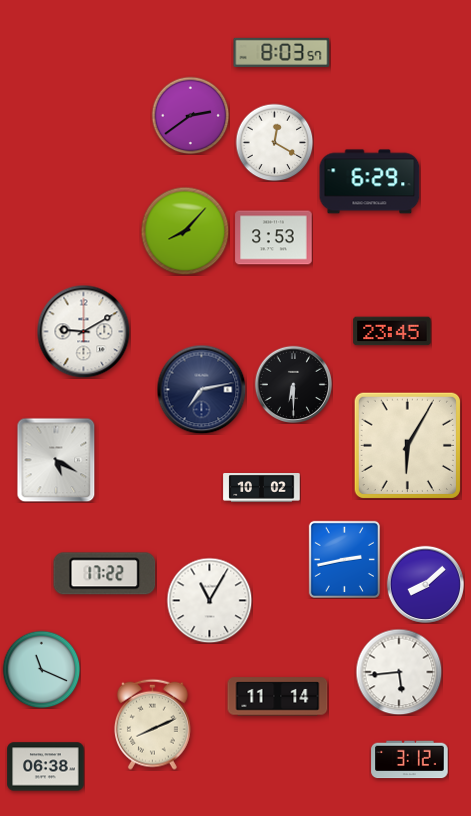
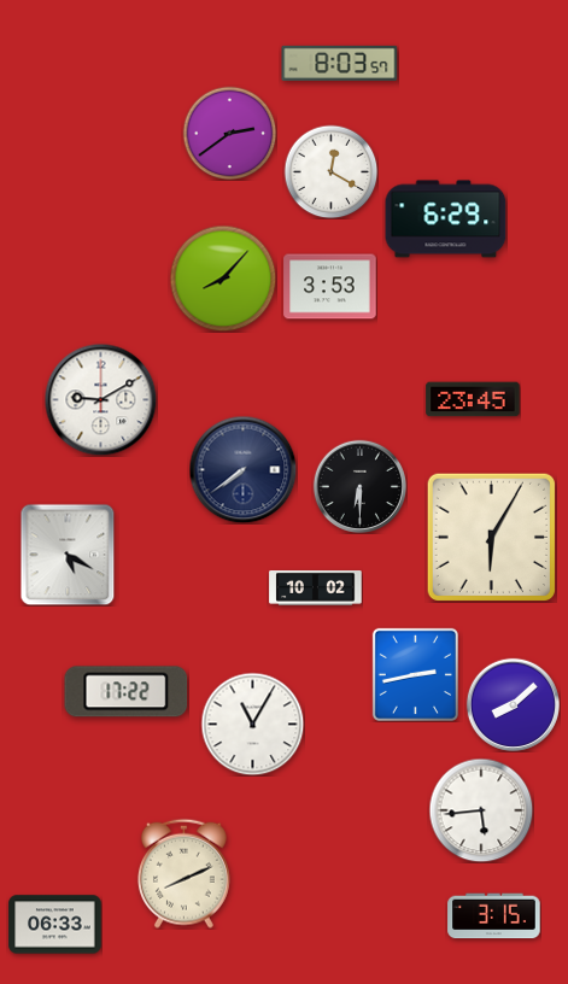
clock at (190, 115) position: (190, 115) -> (229, 133)
clock at (293, 384) position: (293, 384) -> (359, 486)
clock at (201, 389): 7:13 -> 7:39
clock at (41, 669): 11:19 -> none
clock at (278, 697): 11:14 -> none
clock at (410, 760): 3:12 -> 3:15
clock at (46, 767): 06:38 -> 06:33
